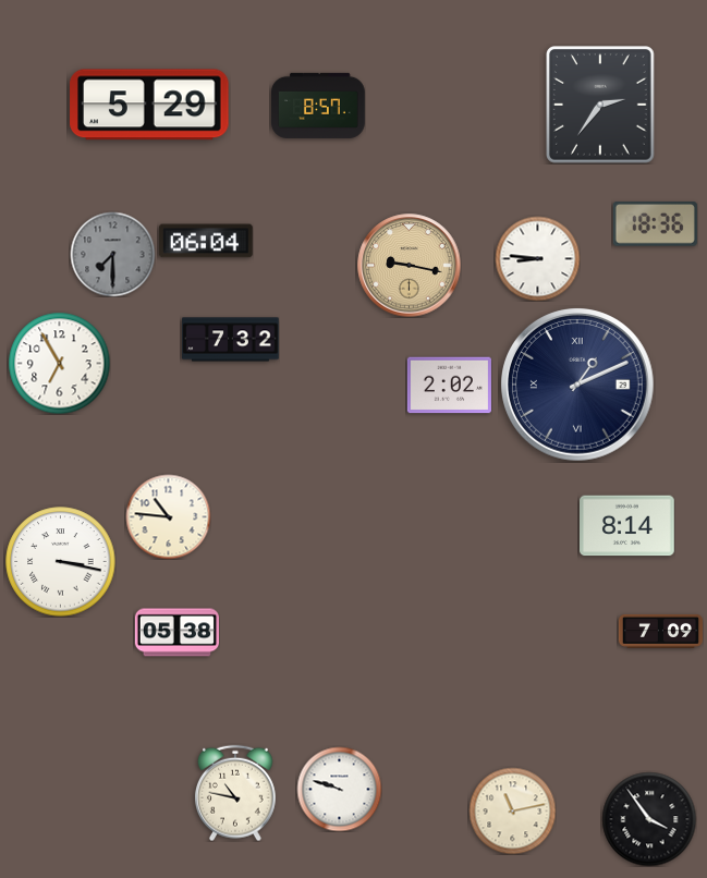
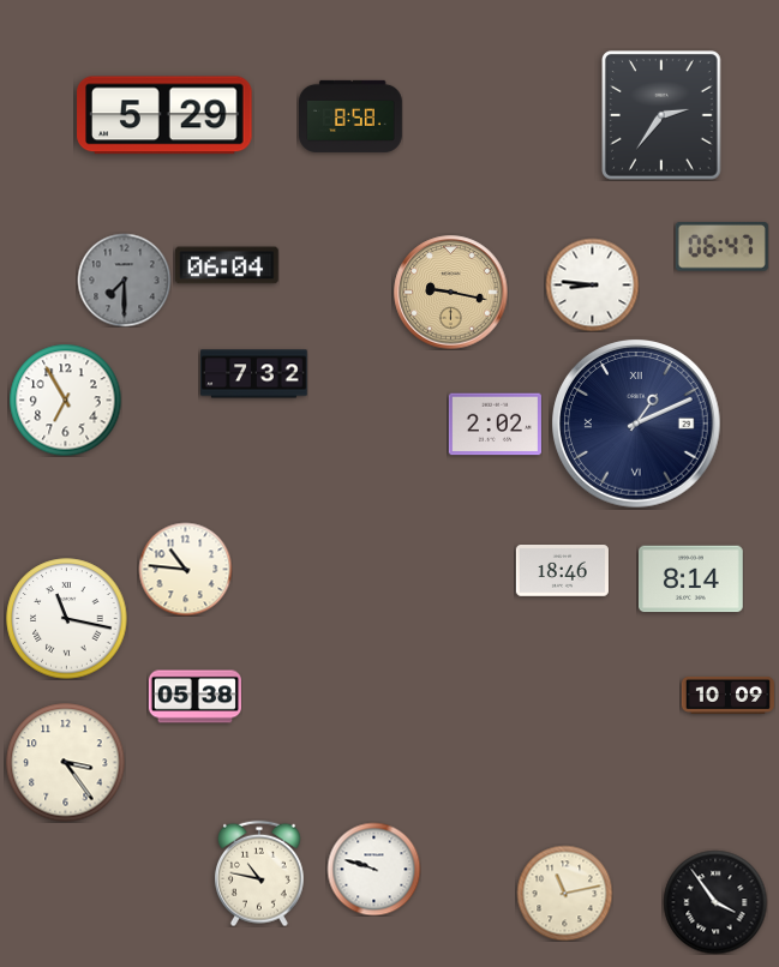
clock at (319, 106): 8:57 -> 8:58
clock at (655, 224): 18:36 -> 06:47
clock at (562, 571): none -> 18:46
clock at (61, 562): 3:17 -> 11:17
clock at (660, 631): 7:09 -> 10:09
clock at (66, 763): none -> 3:24
